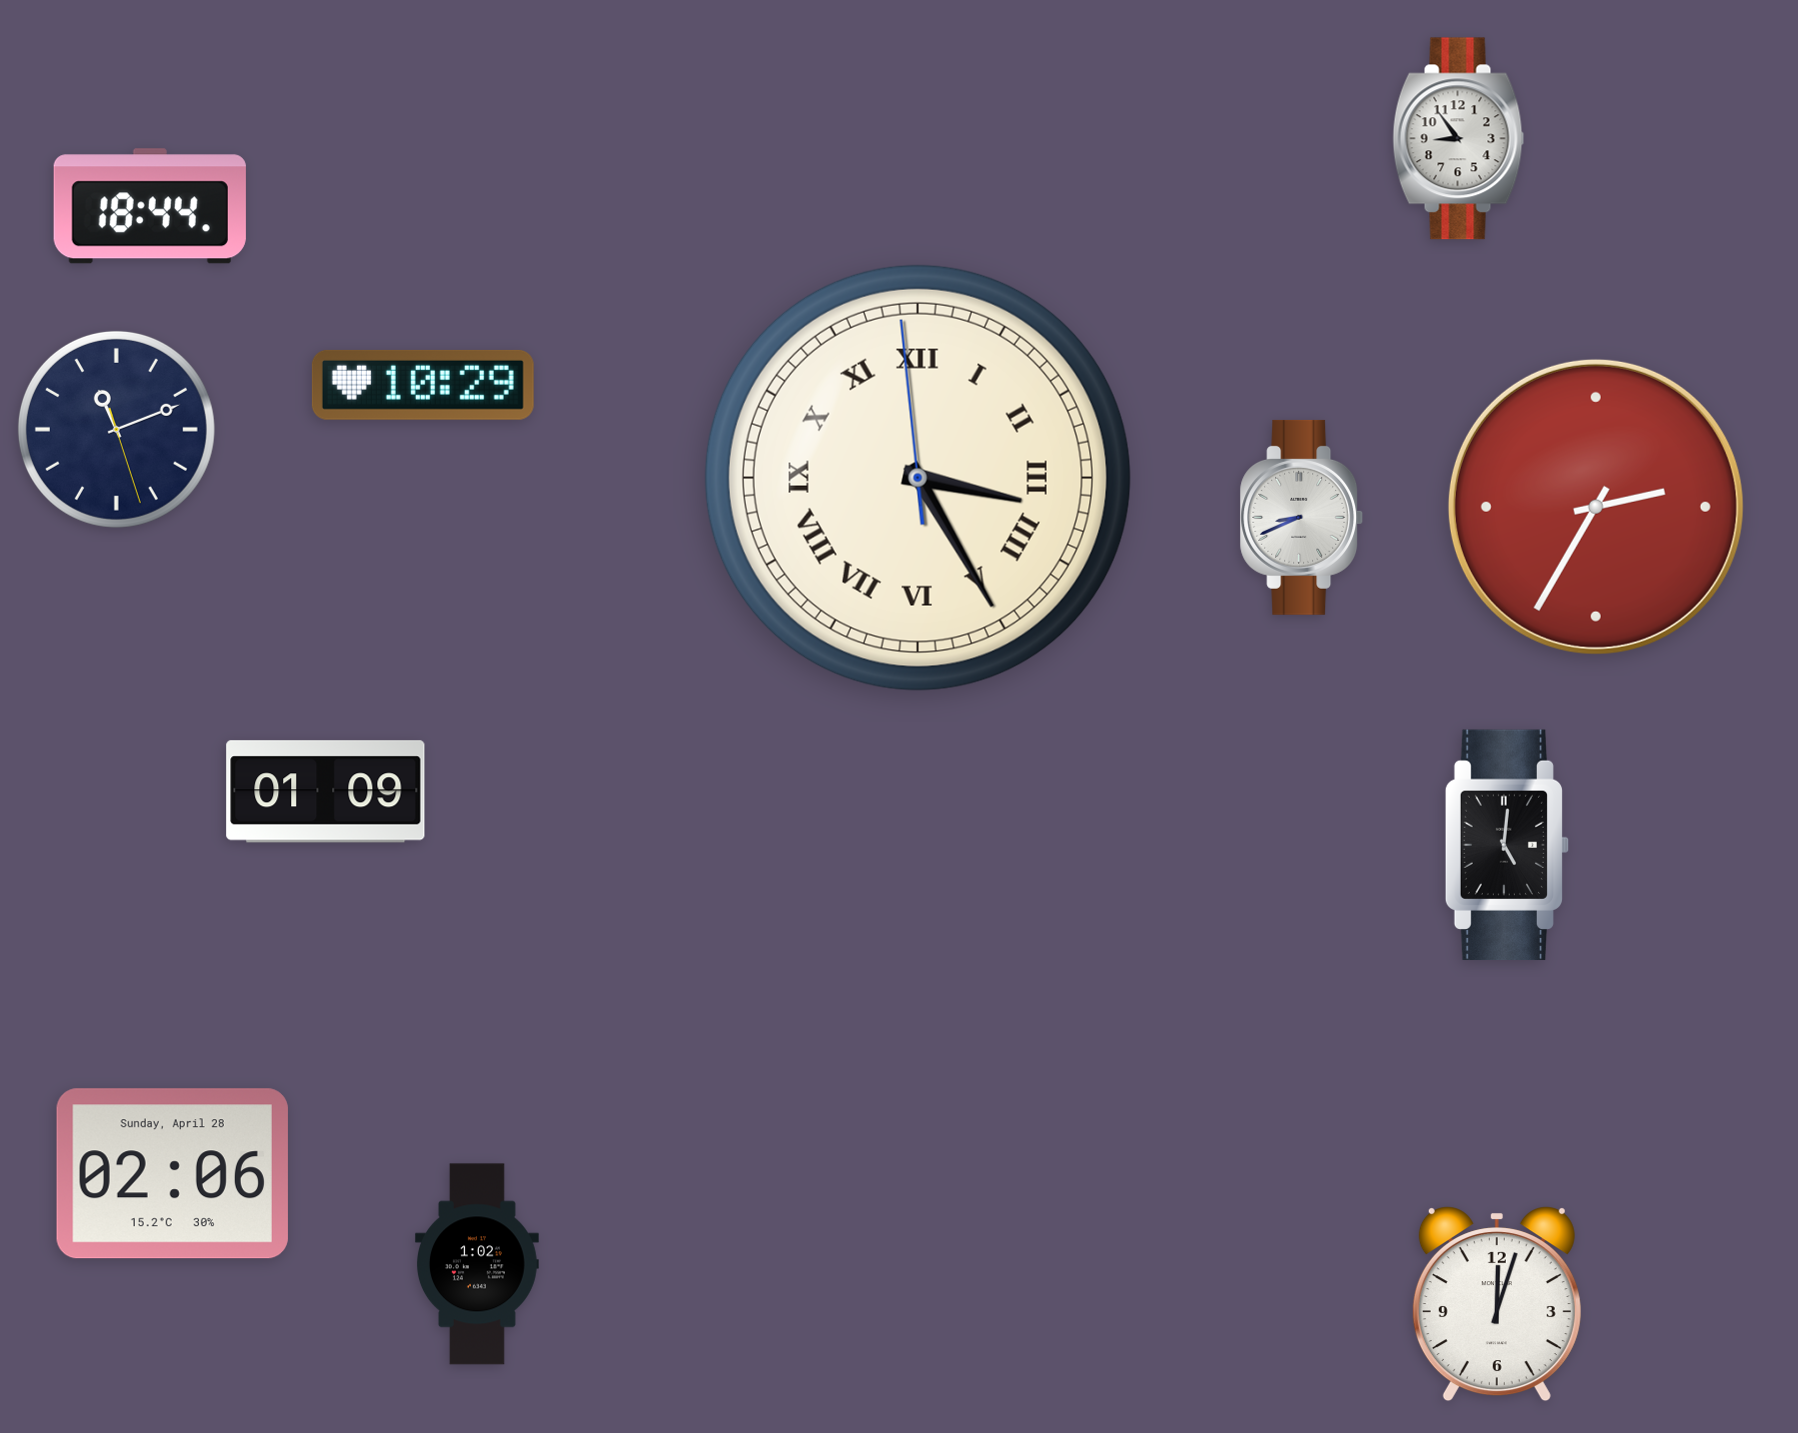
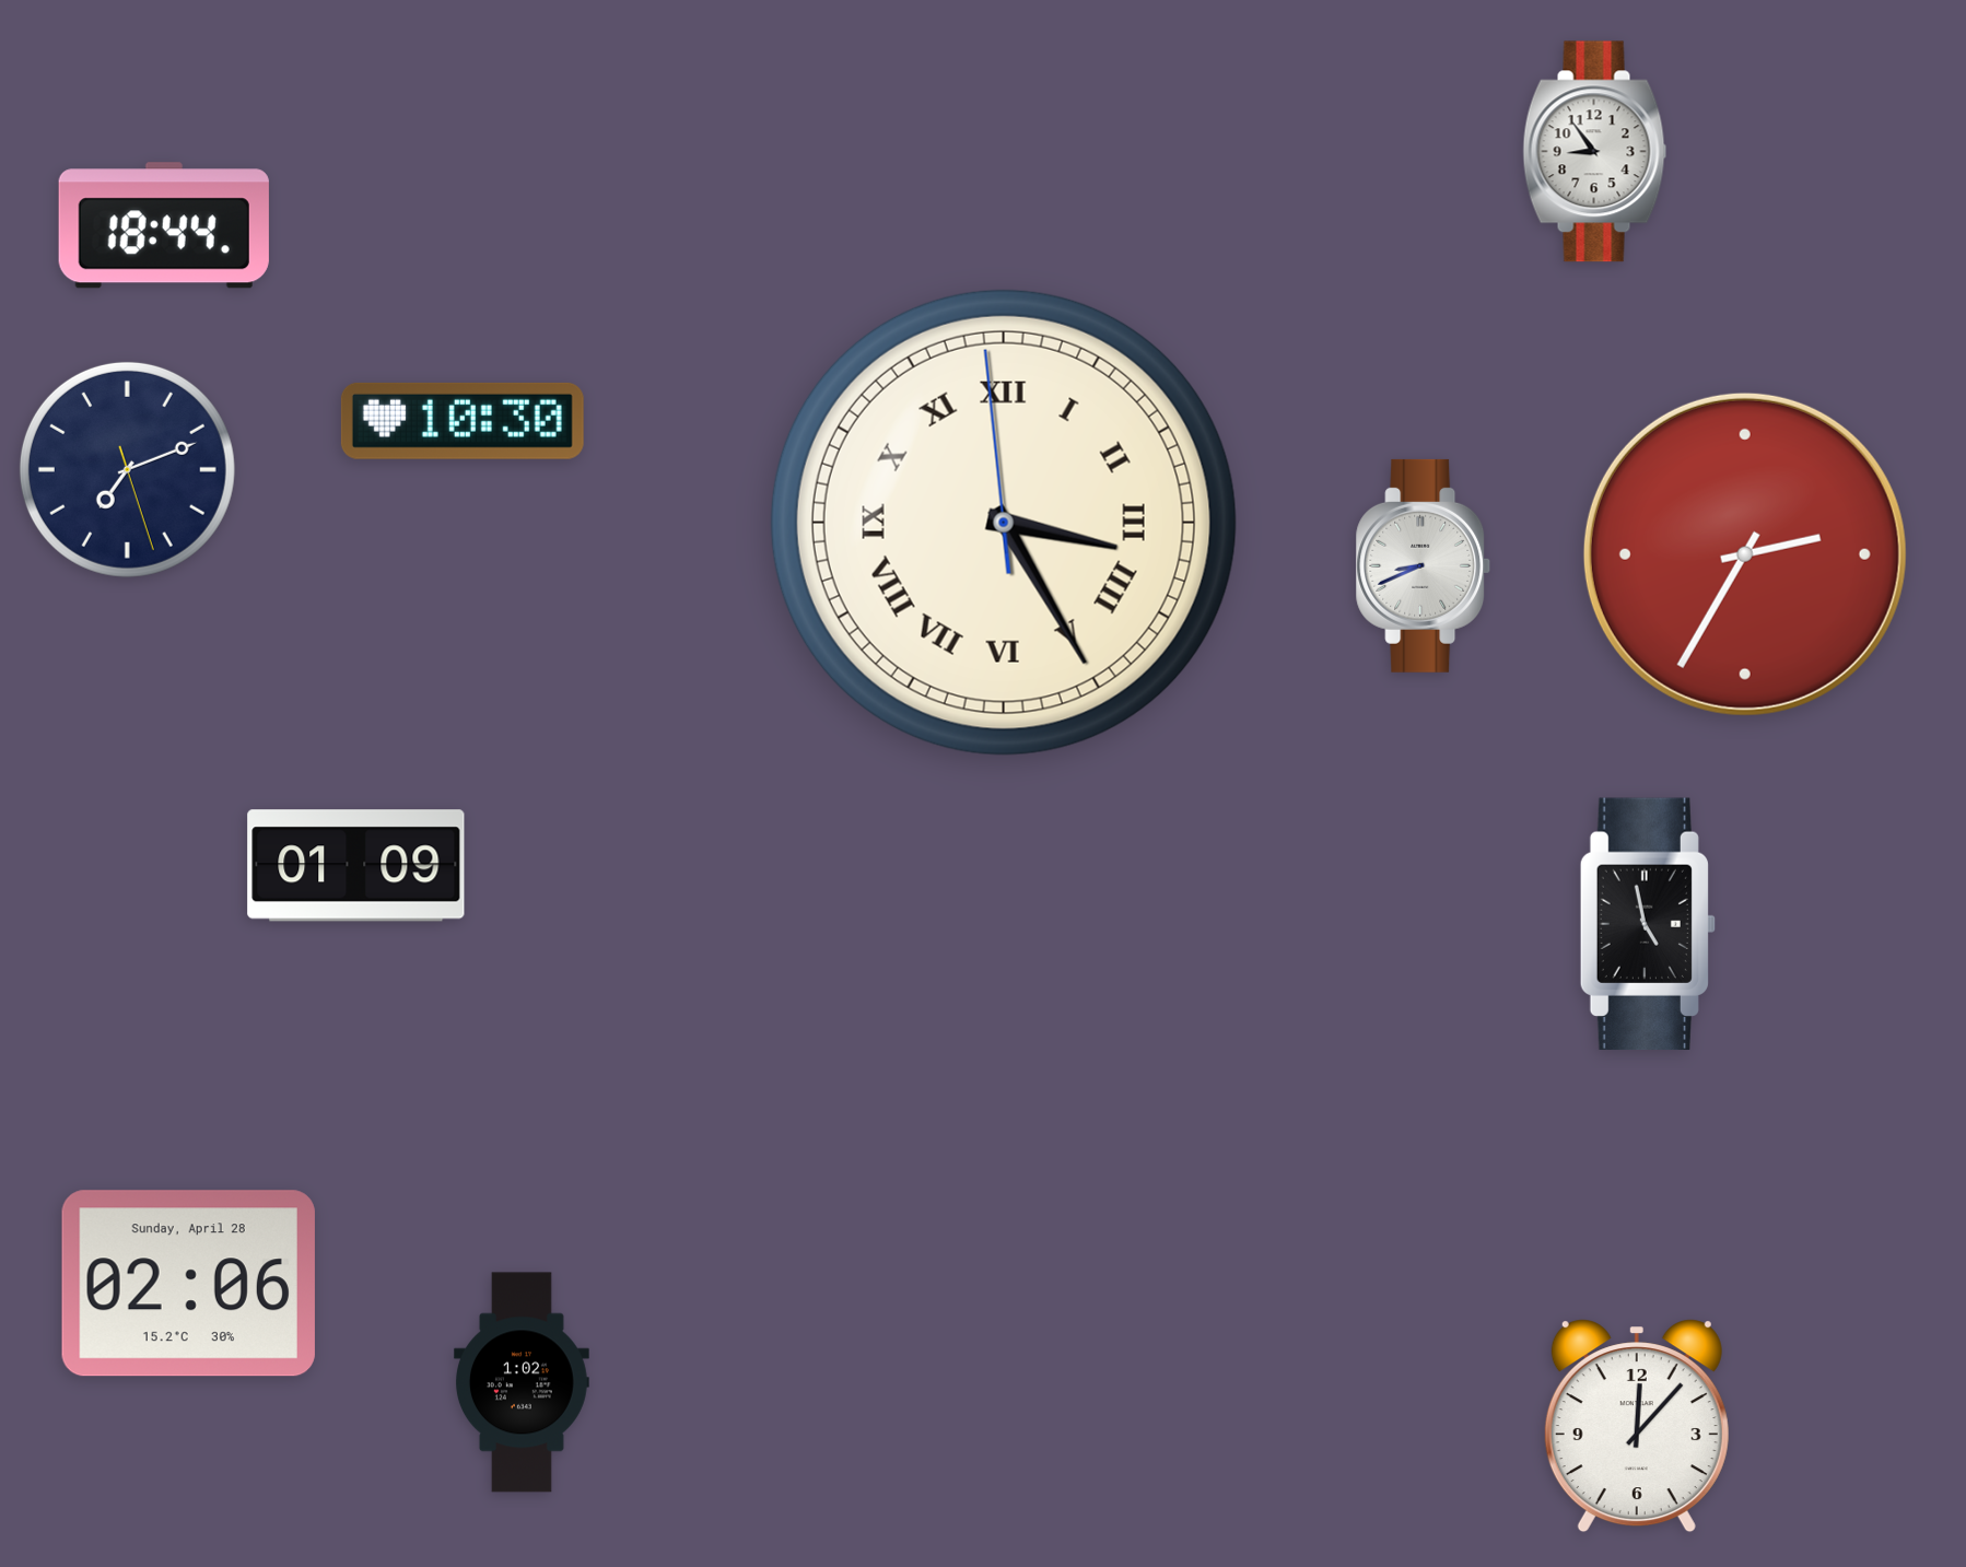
clock at (423, 385): 10:29 -> 10:30
clock at (116, 429): 11:11 -> 7:11
clock at (1506, 845): 5:01 -> 4:58
clock at (1497, 1304): 12:03 -> 12:07
